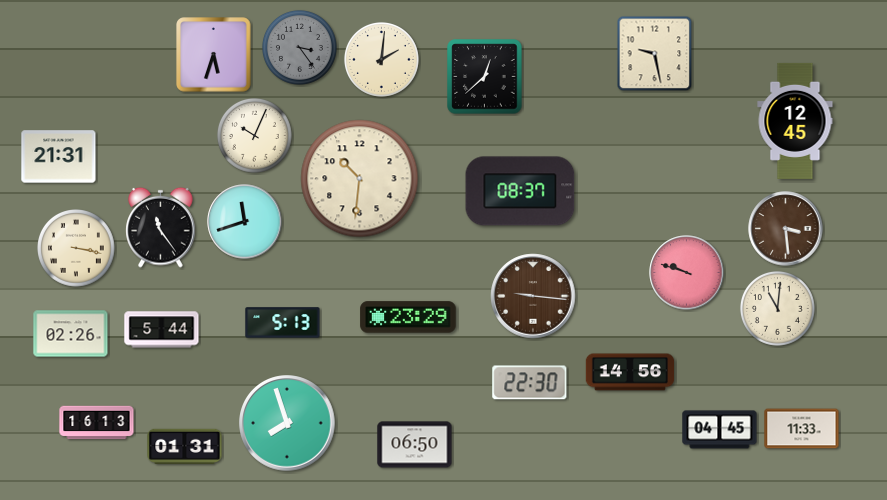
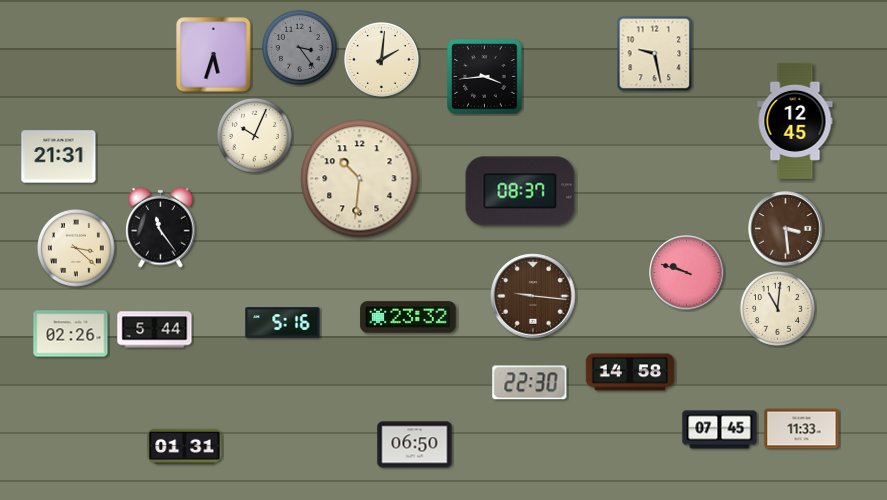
clock at (485, 77): 12:38 -> 3:44
clock at (245, 222): 11:42 -> none
clock at (77, 249): 3:17 -> 3:22
clock at (408, 317): 23:29 -> 23:32
clock at (283, 323): 5:13 -> 5:16
clock at (162, 330) position: (162, 330) -> (155, 330)
clock at (630, 372): 14:56 -> 14:58
clock at (97, 423): 16:13 -> none
clock at (287, 423): 7:57 -> none
clock at (720, 430): 04:45 -> 07:45
